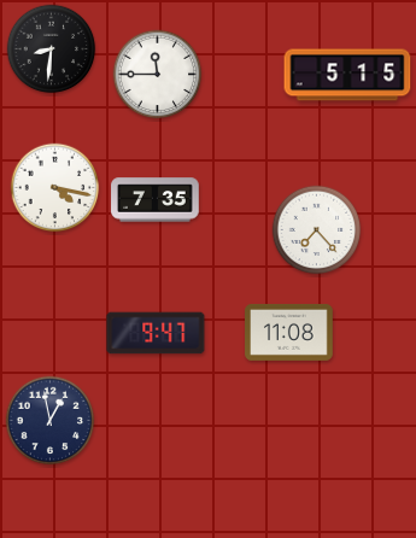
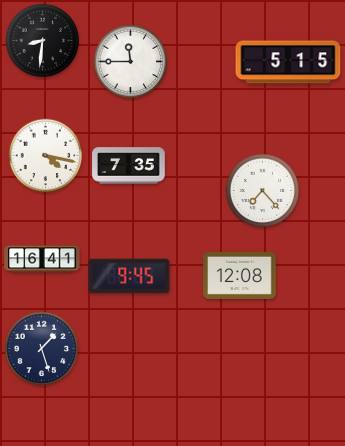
clock at (42, 259): none -> 16:41
clock at (289, 332): 11:08 -> 12:08
clock at (156, 333): 9:47 -> 9:45
clock at (51, 421): 12:58 -> 1:27
